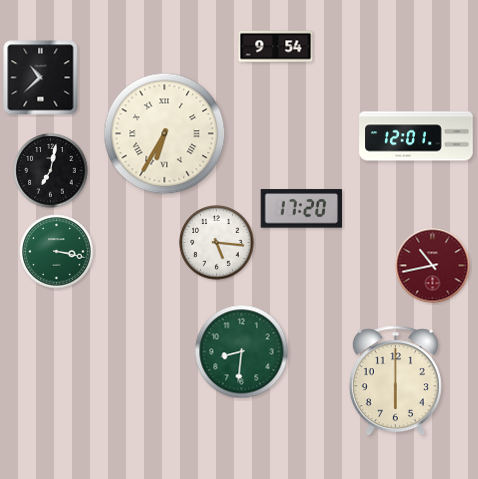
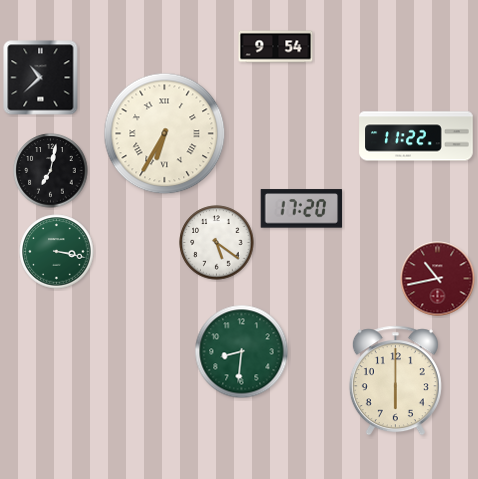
clock at (416, 136): 12:01 -> 11:22
clock at (217, 243): 5:16 -> 5:21
clock at (433, 266) position: (433, 266) -> (438, 279)
